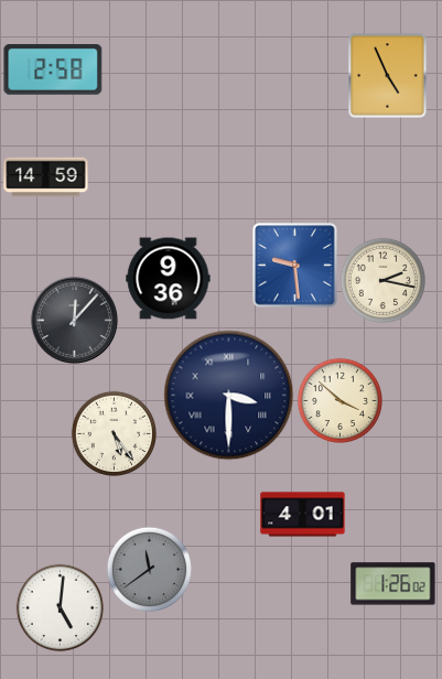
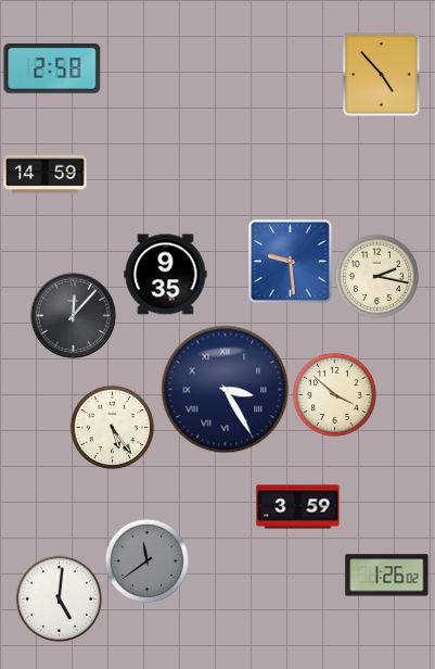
clock at (388, 76): 4:56 -> 4:53
clock at (169, 279): 9:36 -> 9:35
clock at (229, 396): 3:30 -> 3:25
clock at (303, 515): 4:01 -> 3:59
